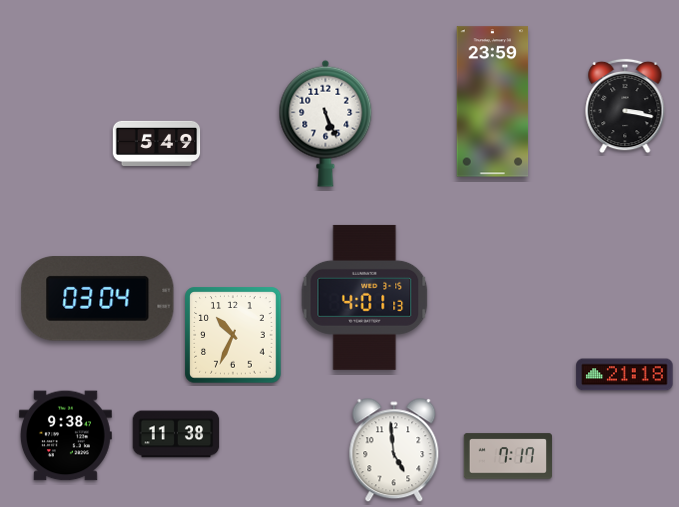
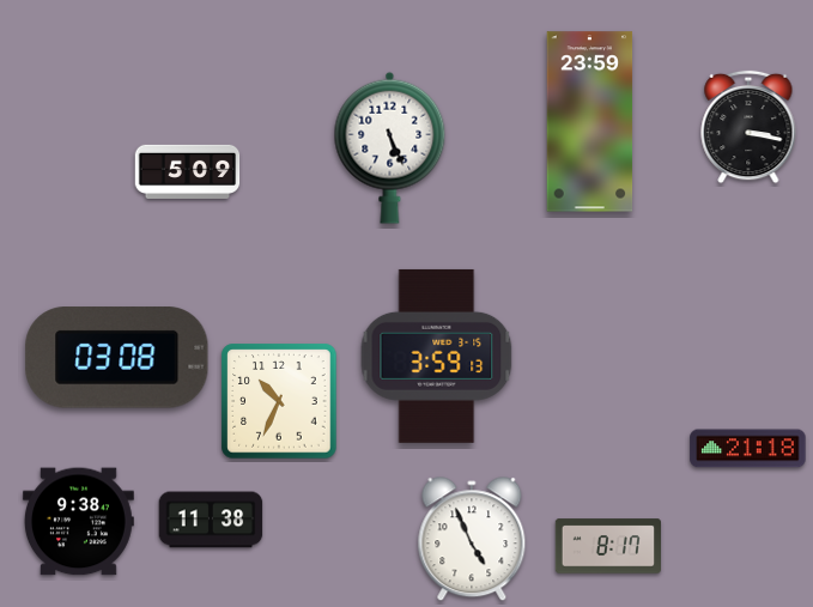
clock at (157, 143): 5:49 -> 5:09
clock at (365, 297): 4:01 -> 3:59
clock at (98, 299): 03:04 -> 03:08
clock at (394, 451): 4:59 -> 4:56
clock at (508, 456): 7:17 -> 8:17
